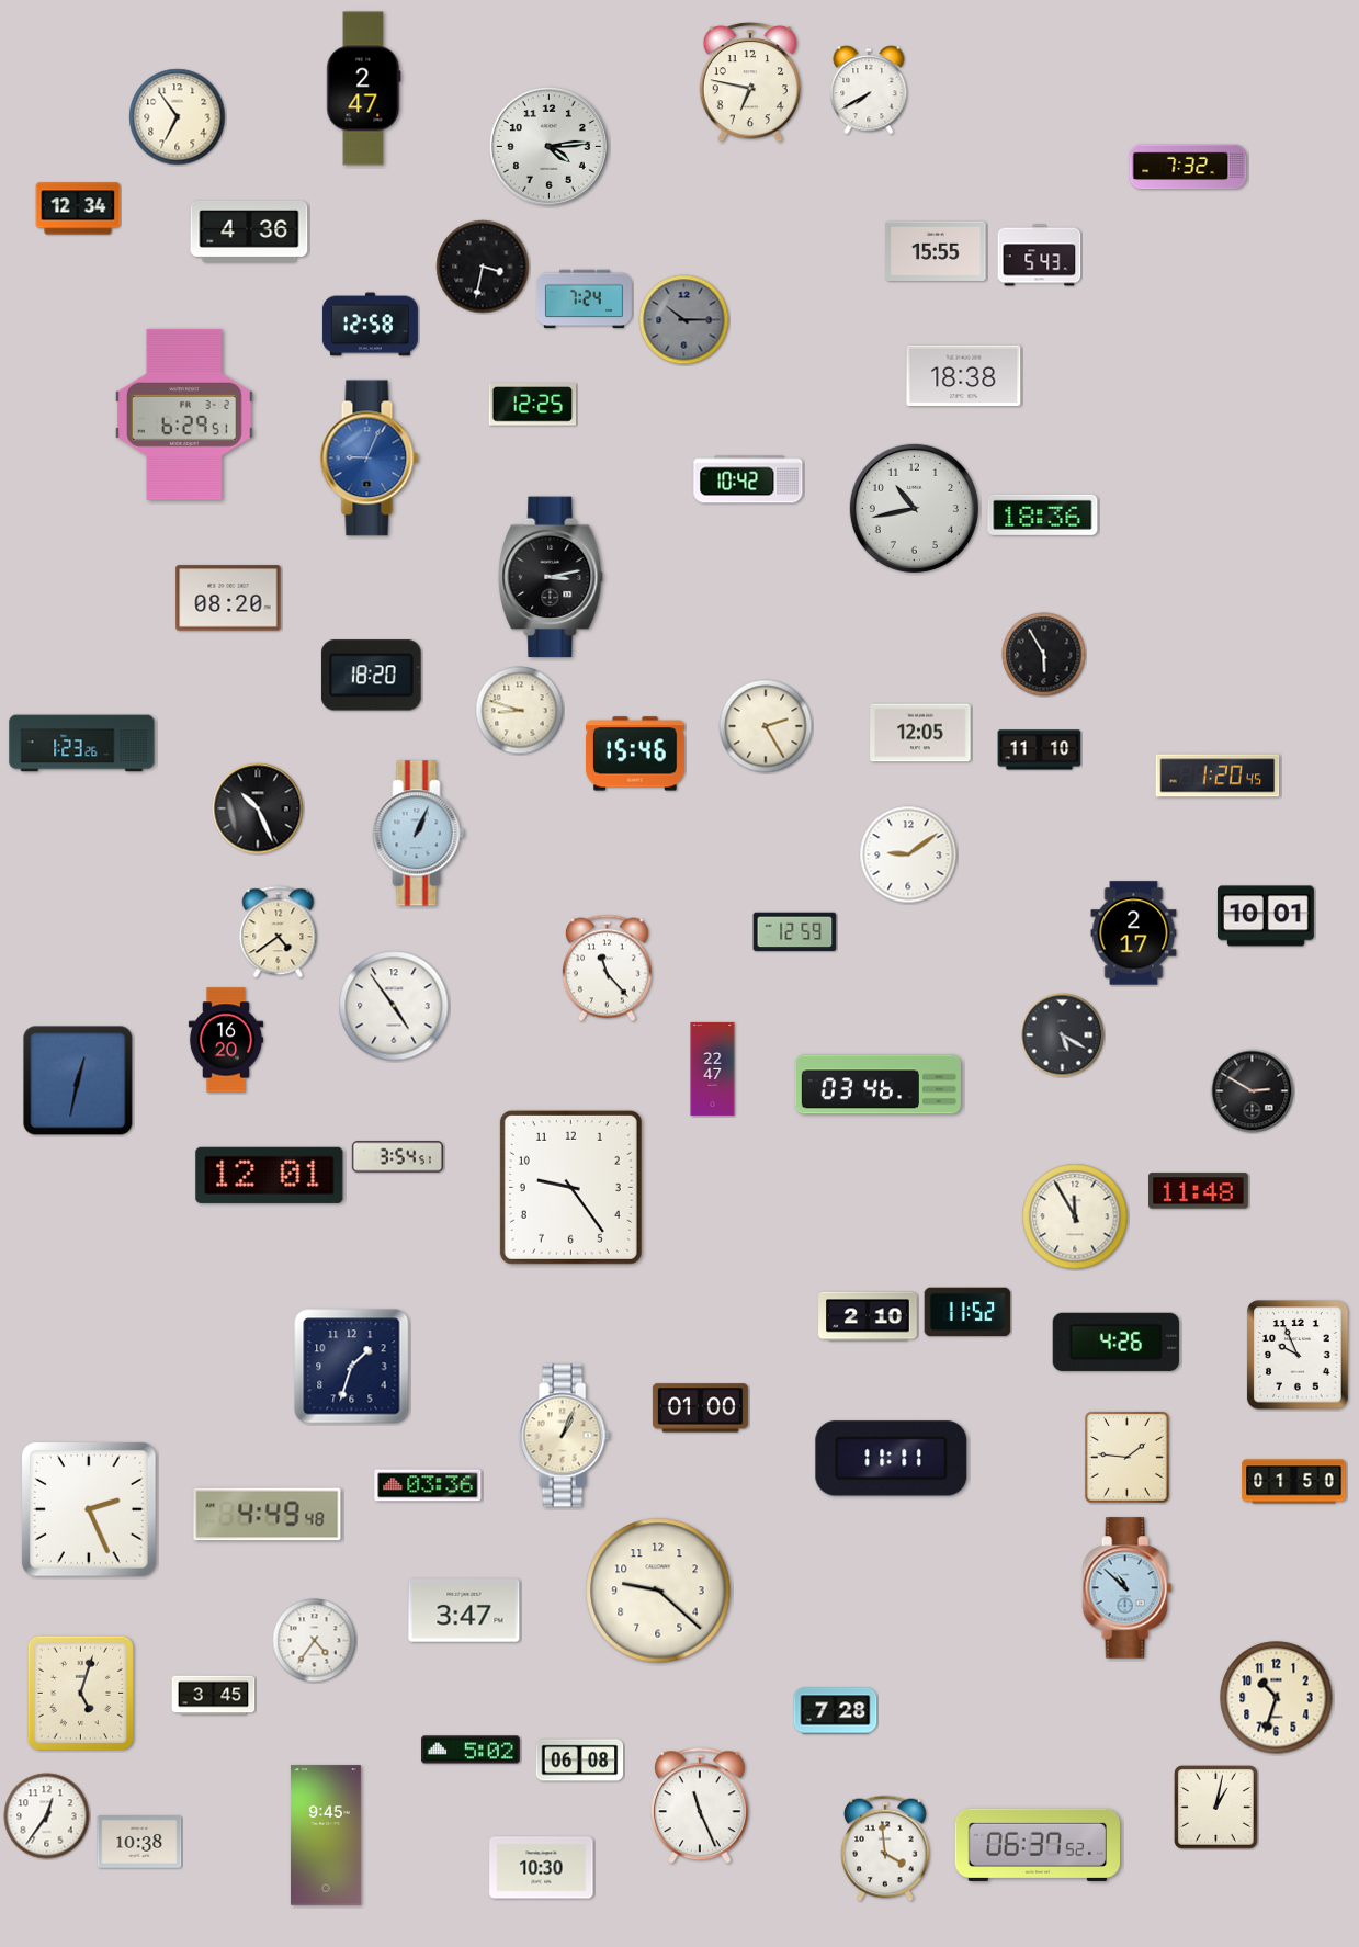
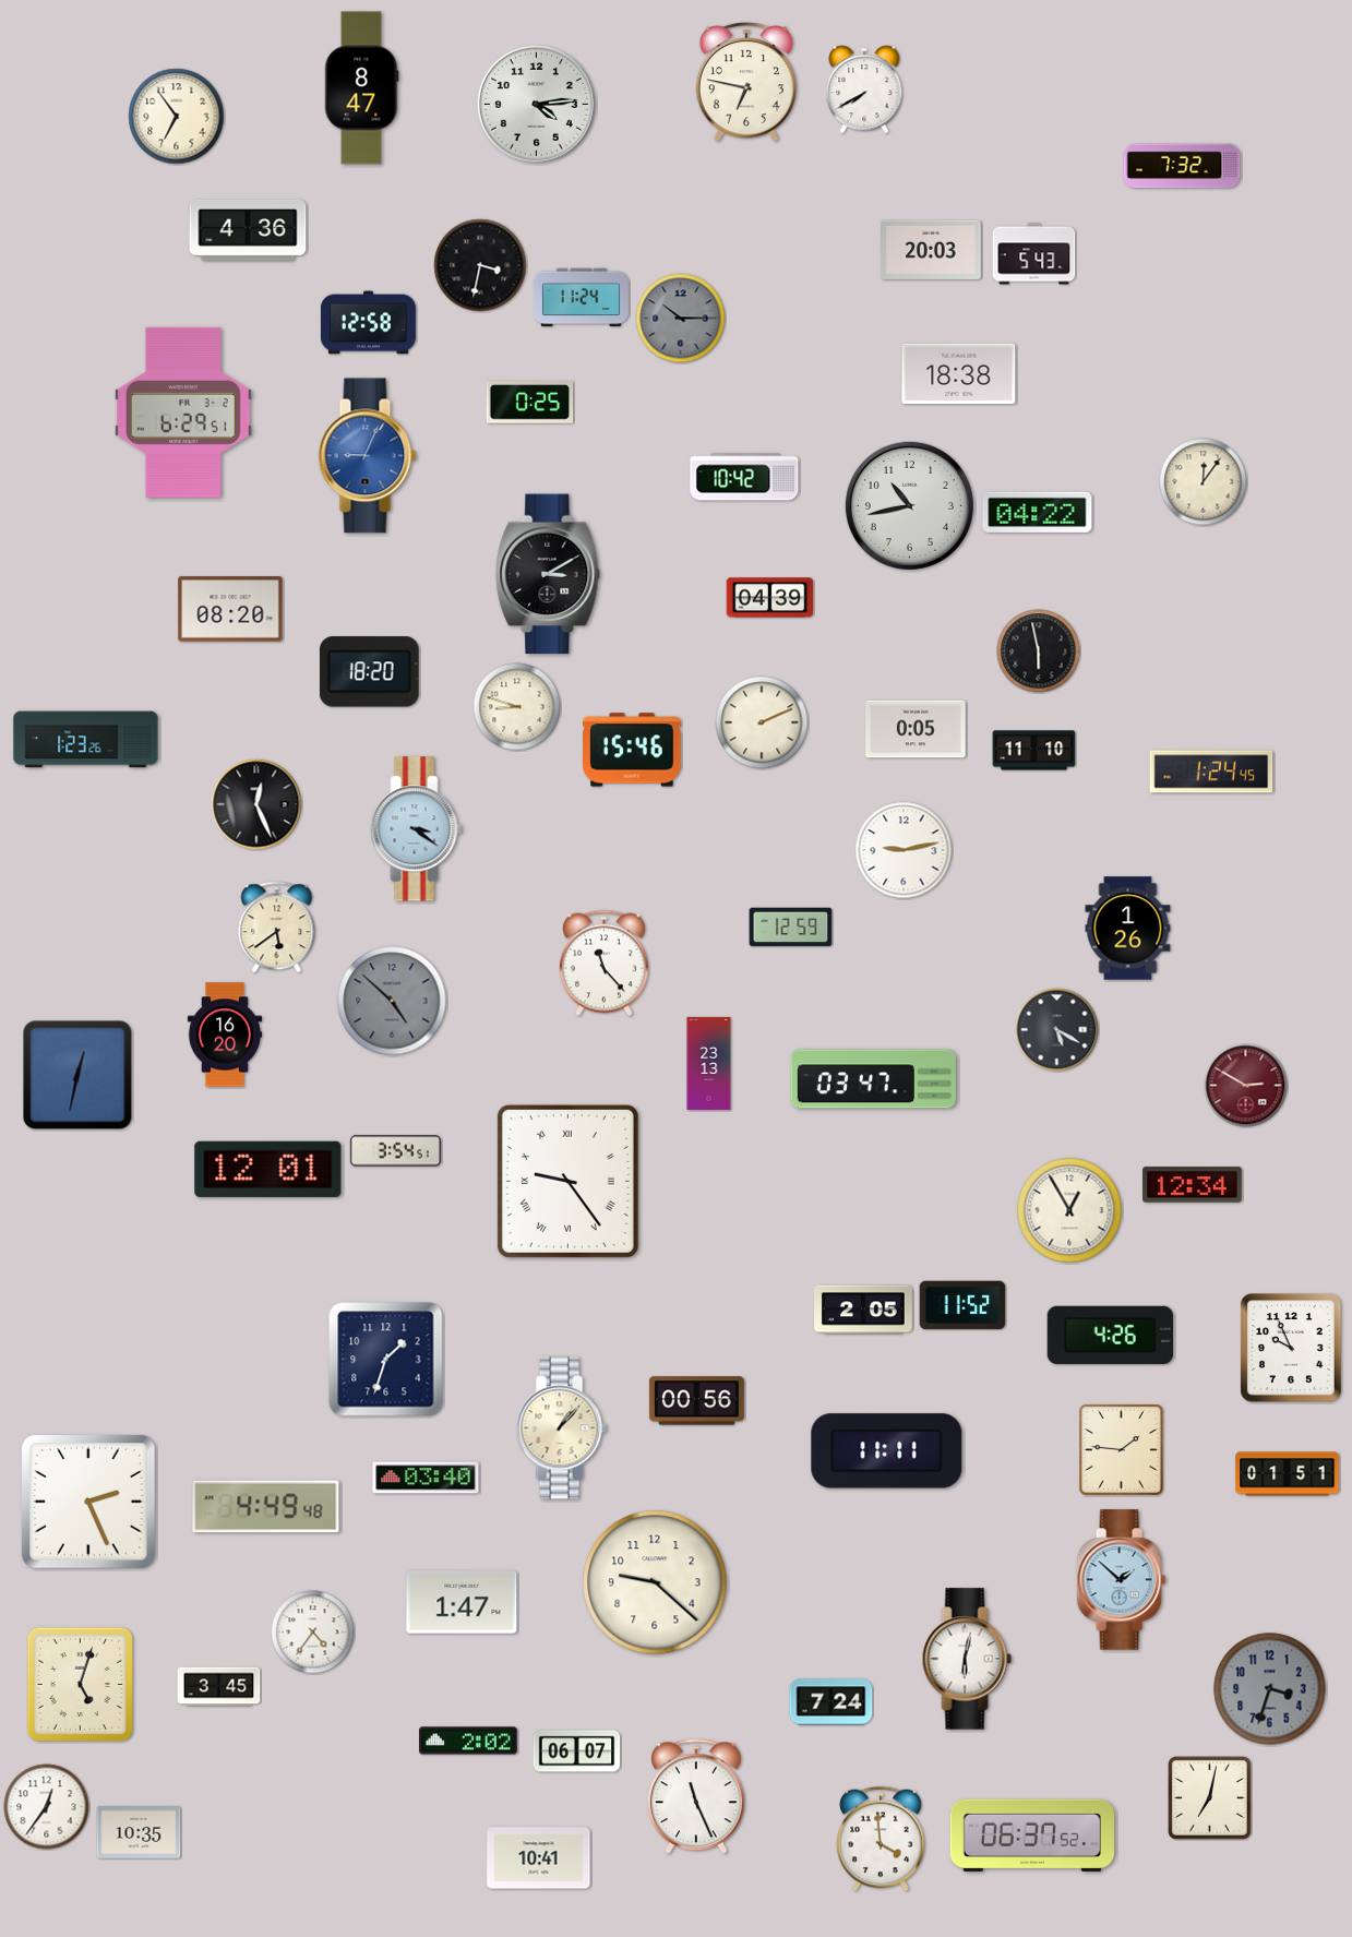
clock at (364, 89): 2:47 -> 8:47
clock at (548, 146) position: (548, 146) -> (536, 104)
clock at (78, 208): 12:34 -> none
clock at (936, 251): 15:55 -> 20:03
clock at (584, 299): 7:24 -> 11:24
clock at (533, 405): 12:25 -> 0:25
clock at (1204, 482): none -> 12:06
clock at (1043, 514): 18:36 -> 04:22
clock at (551, 577): 3:13 -> 3:10
clock at (228, 598) position: (228, 598) -> (230, 609)
clock at (770, 598): none -> 04:39
clock at (1044, 655): 5:55 -> 5:58
clock at (766, 726): 2:25 -> 2:11
clock at (920, 733): 12:05 -> 0:05
clock at (82, 744) position: (82, 744) -> (86, 740)
clock at (1040, 750) position: (1040, 750) -> (1034, 751)
clock at (1218, 776): 1:20 -> 1:24
clock at (258, 808): 10:26 -> 12:26
clock at (419, 834): 1:04 -> 3:21
clock at (908, 854): 9:09 -> 9:13
clock at (1266, 916): 10:01 -> none
clock at (279, 932): 4:39 -> 5:39
clock at (1134, 933): 2:17 -> 1:26
clock at (394, 1006): 4:54 -> 4:52
clock at (394, 1006) dial: white -> grey
clock at (713, 1068): 22:47 -> 23:13
clock at (877, 1085): 03:46 -> 03:47
clock at (1253, 1091) dial: black -> burgundy
clock at (570, 1187) numerals: Arabic -> Roman
clock at (1199, 1191): 11:48 -> 12:34
clock at (1075, 1216): 11:55 -> 12:55
clock at (868, 1316): 2:10 -> 2:05
clock at (352, 1367) position: (352, 1367) -> (386, 1360)
clock at (700, 1408): 01:00 -> 00:56
clock at (564, 1436): 1:04 -> 1:07
clock at (1294, 1482): 01:50 -> 01:51
clock at (428, 1485): 03:36 -> 03:40
clock at (1126, 1588): 10:52 -> 1:52
clock at (464, 1610): 3:47 -> 1:47
clock at (967, 1659): none -> 6:02
clock at (214, 1696) position: (214, 1696) -> (219, 1687)
clock at (1277, 1698): 10:33 -> 3:33
clock at (1277, 1698) dial: cream -> grey
clock at (836, 1711): 7:28 -> 7:24
clock at (471, 1750): 5:02 -> 2:02
clock at (580, 1761): 06:08 -> 06:07
clock at (1216, 1808): 1:02 -> 7:02
clock at (326, 1835): 9:45 -> none
clock at (139, 1842): 10:38 -> 10:35
clock at (542, 1868): 10:30 -> 10:41
